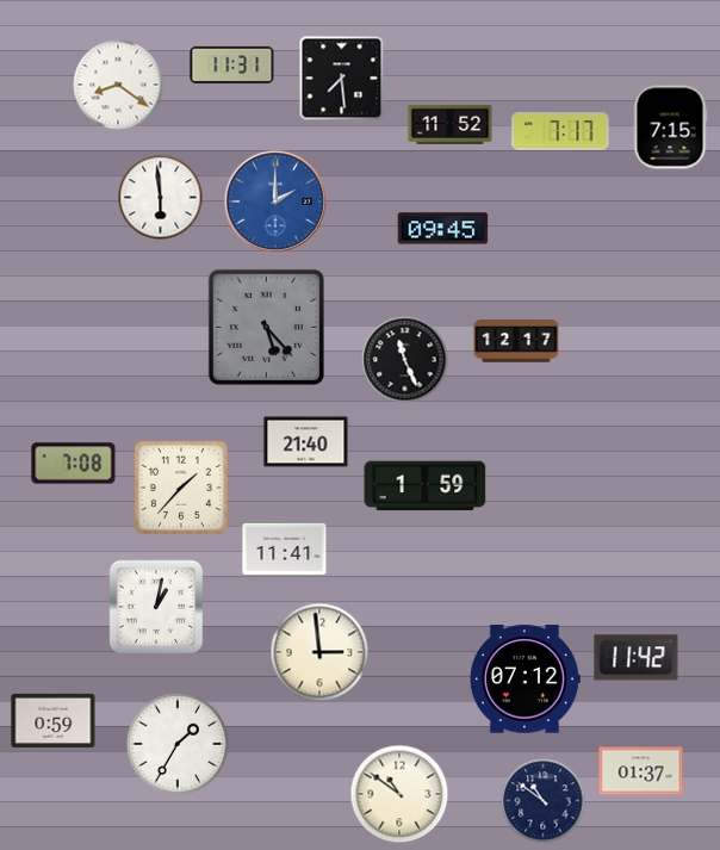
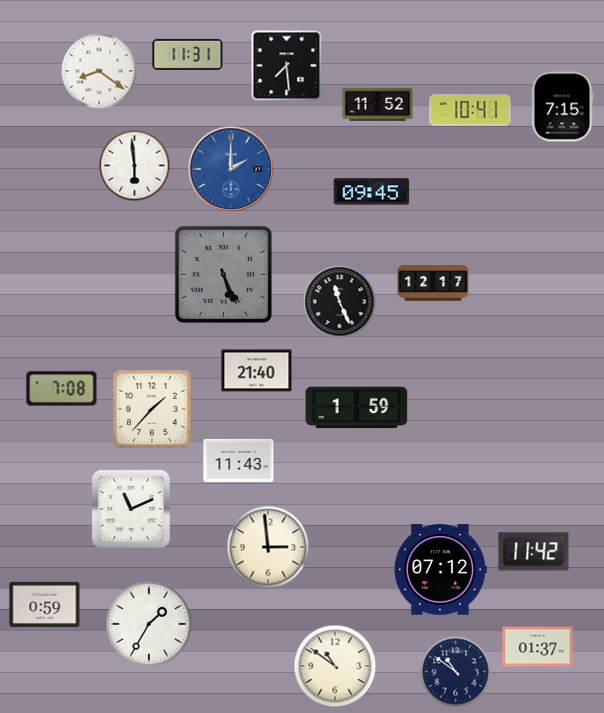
clock at (232, 64) position: (232, 64) -> (188, 54)
clock at (560, 131): 7:17 -> 10:41
clock at (266, 327): 5:23 -> 5:26
clock at (516, 341) position: (516, 341) -> (433, 283)
clock at (285, 548): 11:41 -> 11:43
clock at (156, 607): 1:02 -> 11:11
